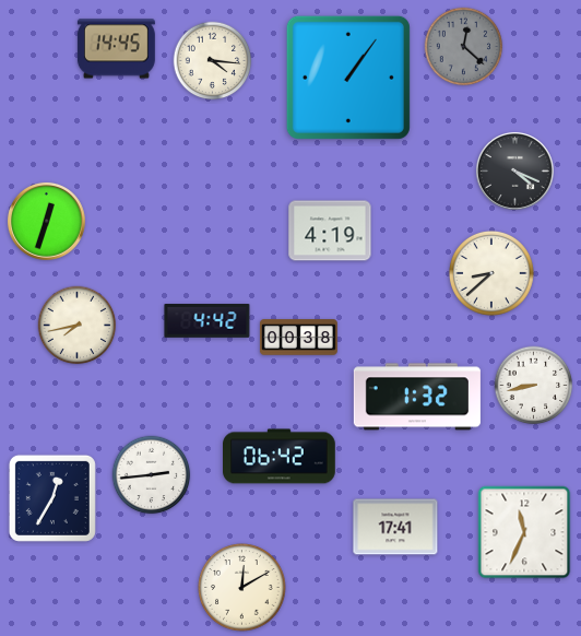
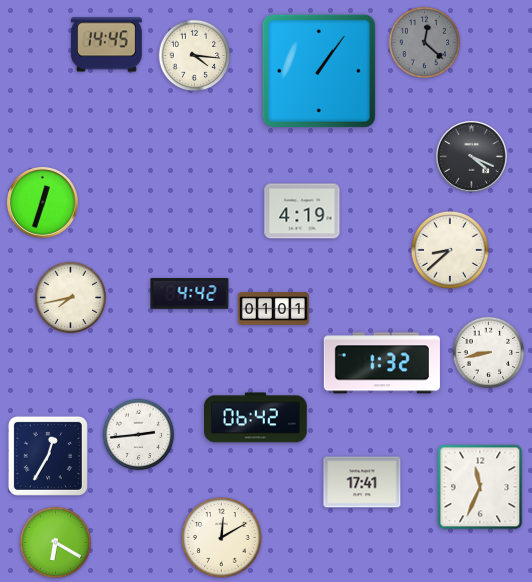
clock at (299, 338): 00:38 -> 01:01
clock at (56, 543): none -> 6:20
